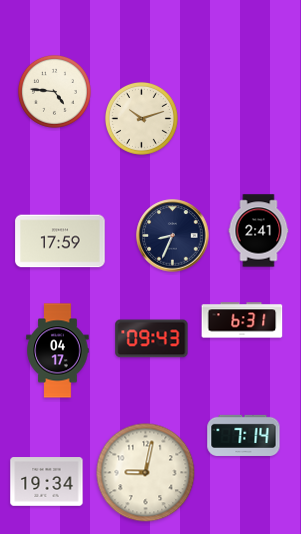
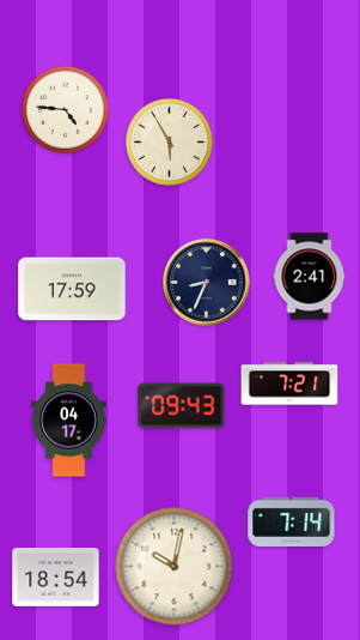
clock at (141, 118): 10:12 -> 5:55
clock at (242, 320): 6:31 -> 7:21
clock at (146, 473): 9:02 -> 10:02
clock at (47, 482): 19:34 -> 18:54
